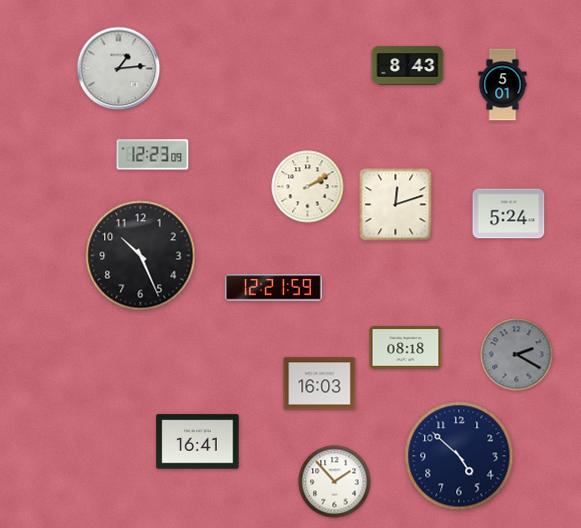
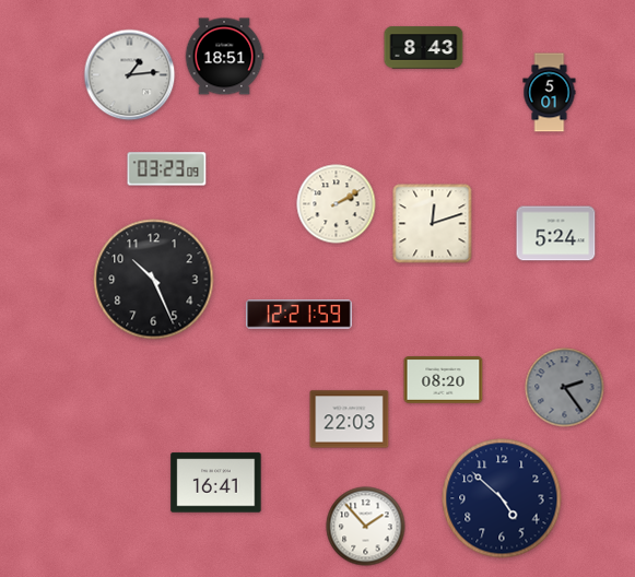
clock at (224, 57): none -> 18:51
clock at (408, 66) position: (408, 66) -> (424, 48)
clock at (153, 155): 12:23 -> 03:23
clock at (406, 348): 08:18 -> 08:20
clock at (517, 355): 2:20 -> 2:24
clock at (320, 384): 16:03 -> 22:03
